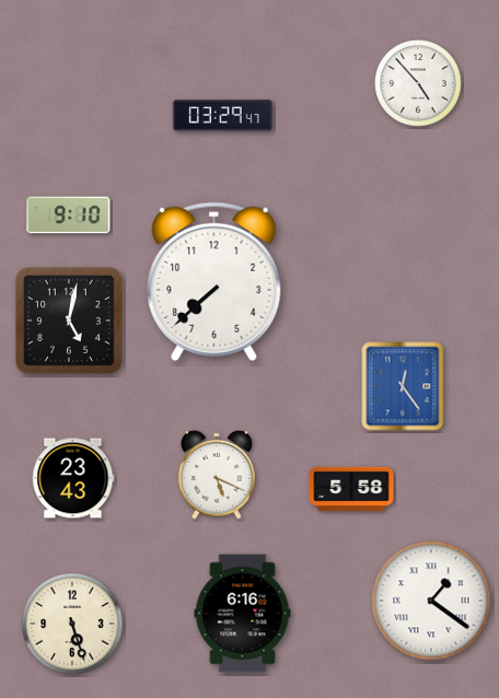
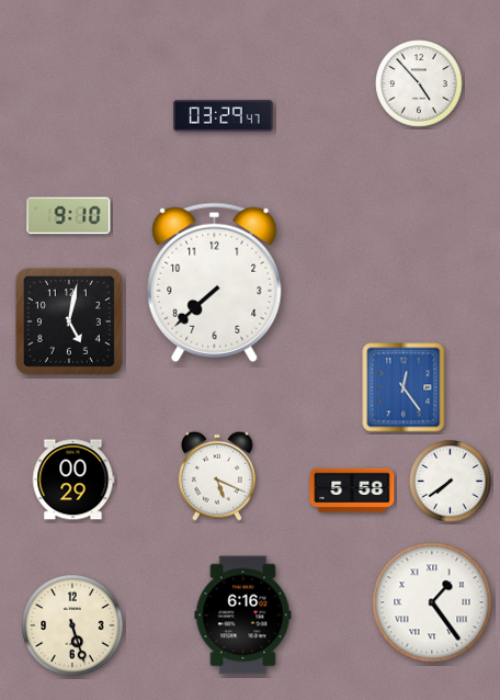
clock at (73, 478): 23:43 -> 00:29
clock at (451, 482): none -> 7:39
clock at (431, 601): 1:21 -> 1:24
